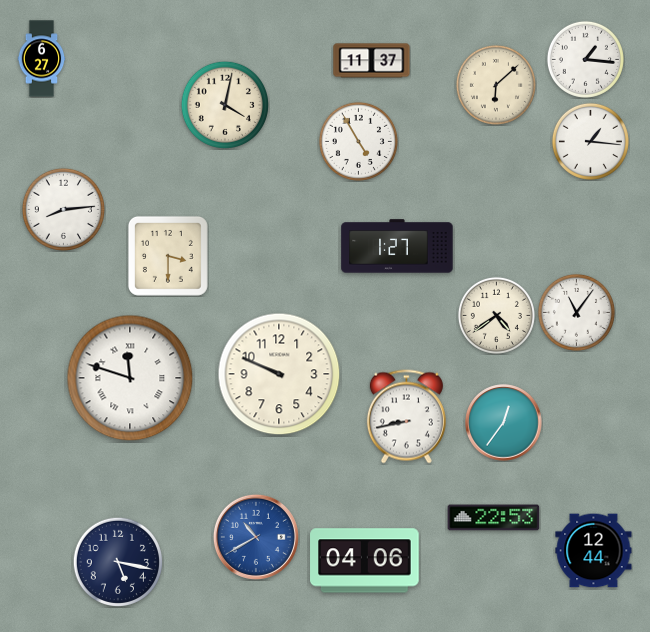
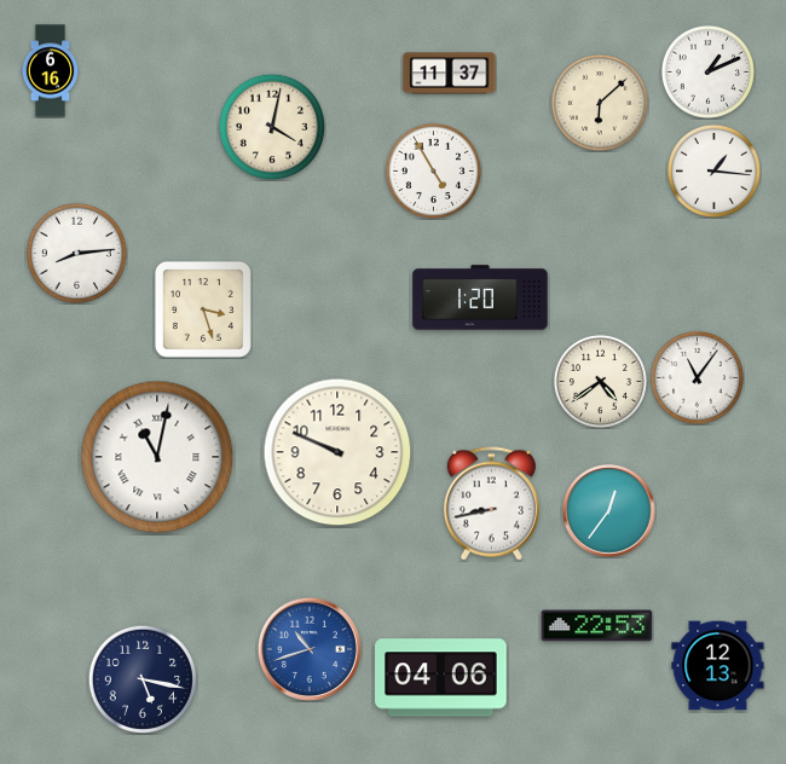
clock at (42, 59): 6:27 -> 6:16
clock at (585, 59): 1:16 -> 1:11
clock at (397, 246): 1:27 -> 1:20
clock at (168, 256): 3:30 -> 3:27
clock at (130, 378): 11:48 -> 11:02
clock at (256, 537): 10:40 -> 10:42
clock at (594, 551): 12:44 -> 12:13
